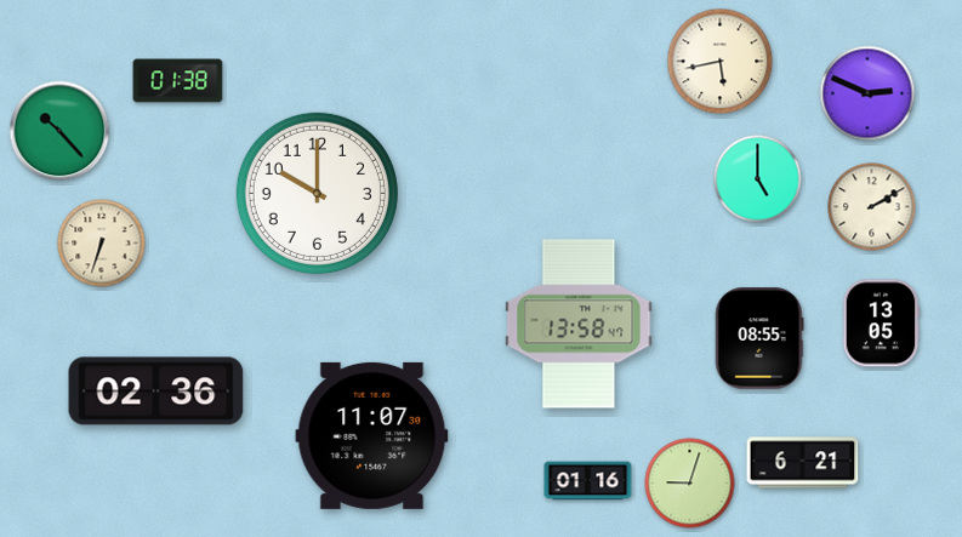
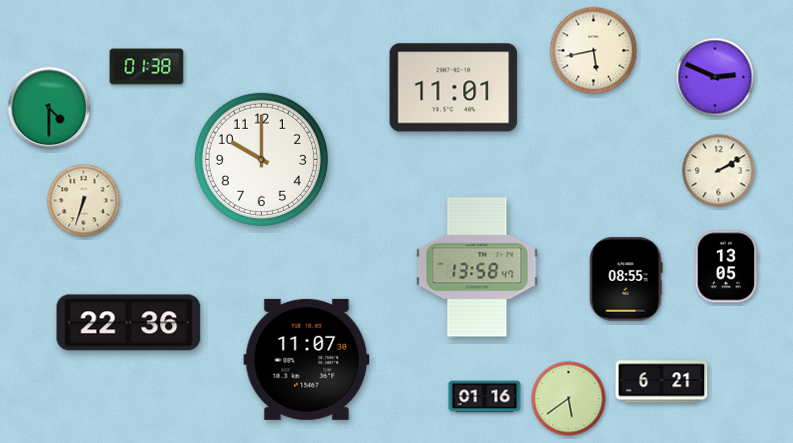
clock at (454, 88): none -> 11:01
clock at (59, 131): 10:23 -> 4:30
clock at (758, 179): 5:00 -> none
clock at (156, 392): 02:36 -> 22:36
clock at (690, 484): 9:03 -> 5:39
